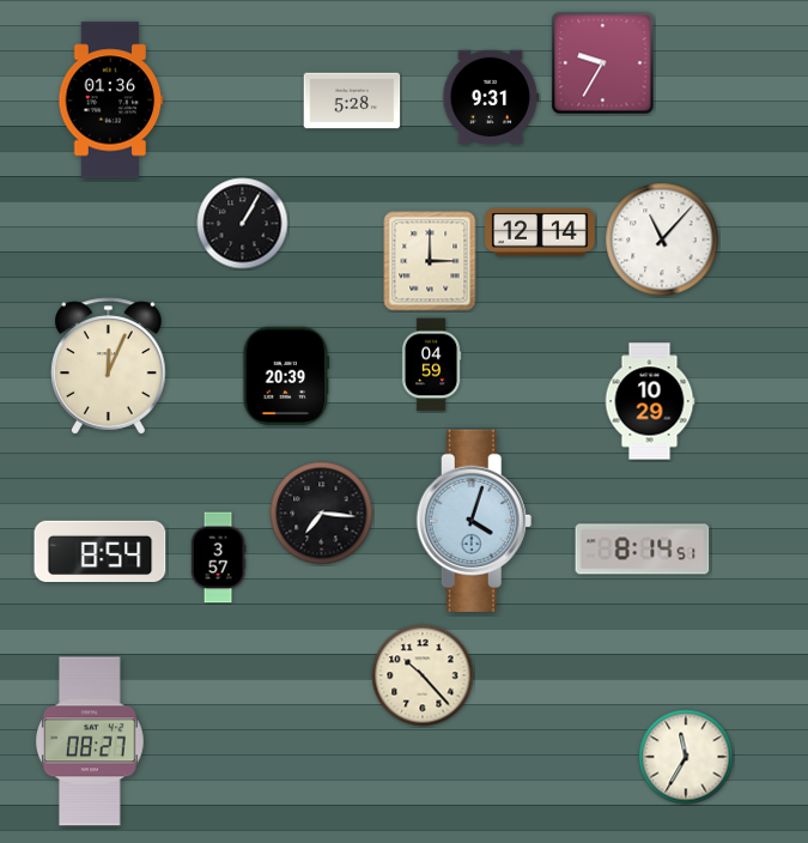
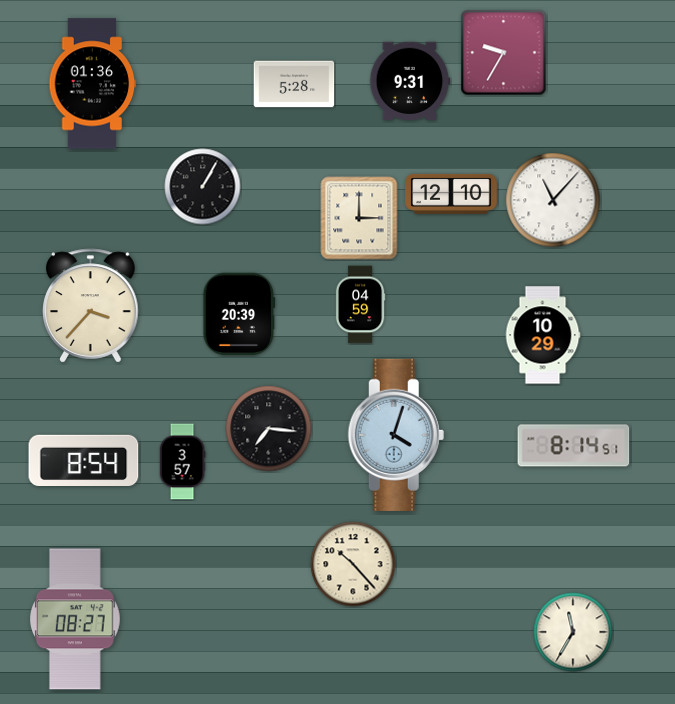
clock at (540, 232): 12:14 -> 12:10
clock at (109, 366): 12:04 -> 3:37
clock at (643, 550) position: (643, 550) -> (574, 446)
clock at (218, 558) position: (218, 558) -> (182, 462)
